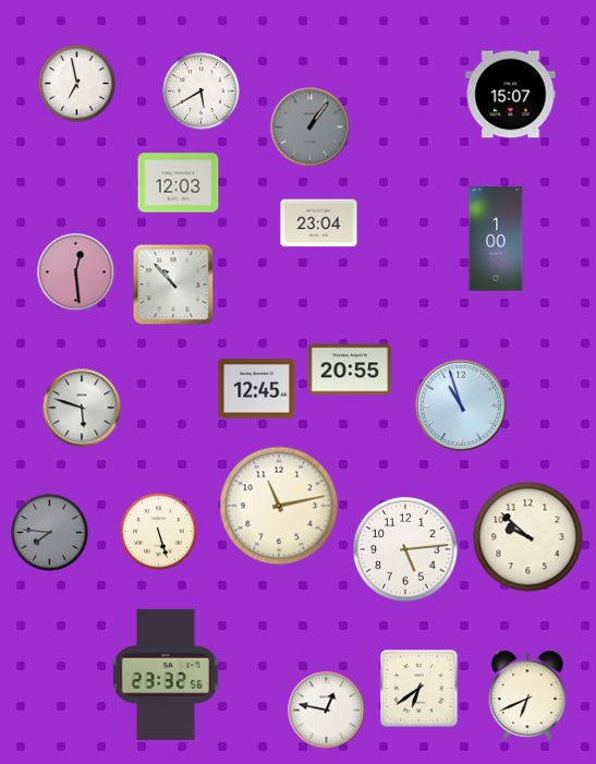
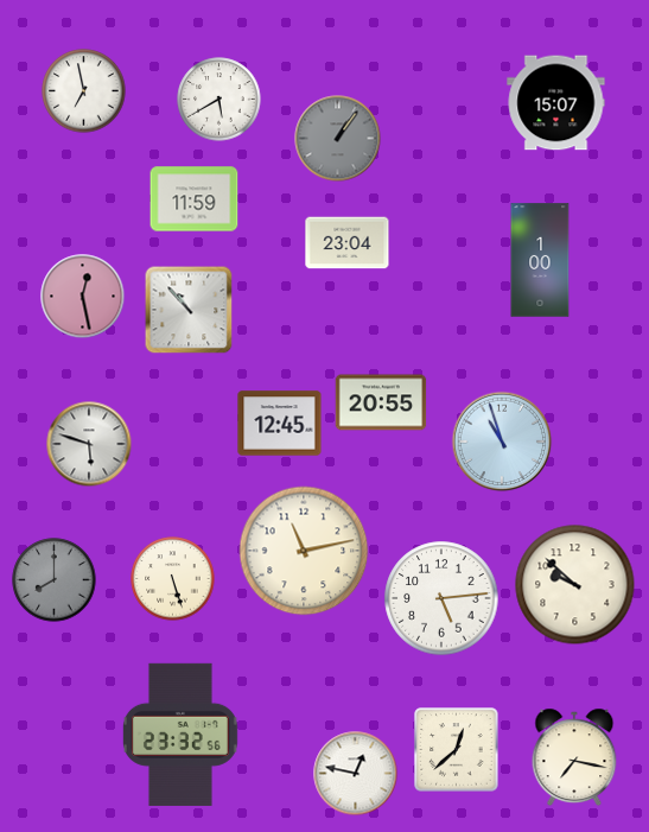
clock at (179, 183): 12:03 -> 11:59
clock at (76, 272): 12:29 -> 12:28
clock at (50, 533): 7:46 -> 8:00
clock at (419, 689): 6:39 -> 12:38
clock at (527, 695): 6:41 -> 7:17
